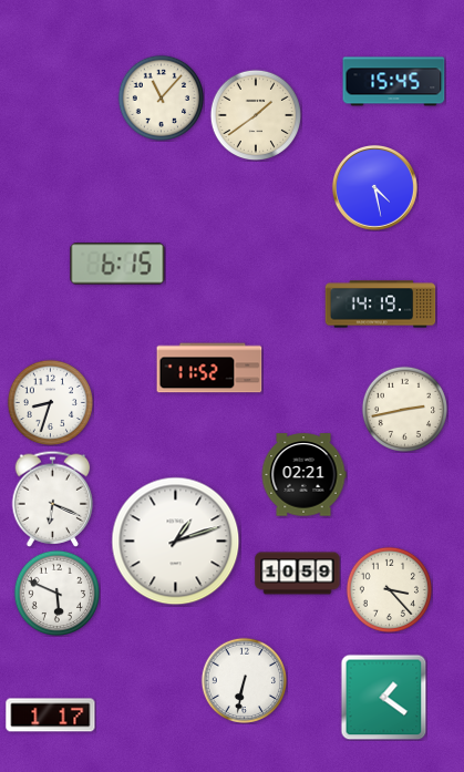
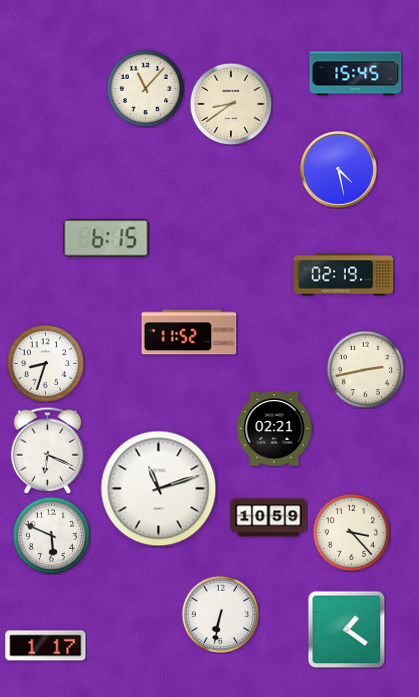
clock at (256, 115): 1:39 -> 8:39
clock at (381, 305): 14:19 -> 02:19
clock at (176, 542): 1:12 -> 11:12
